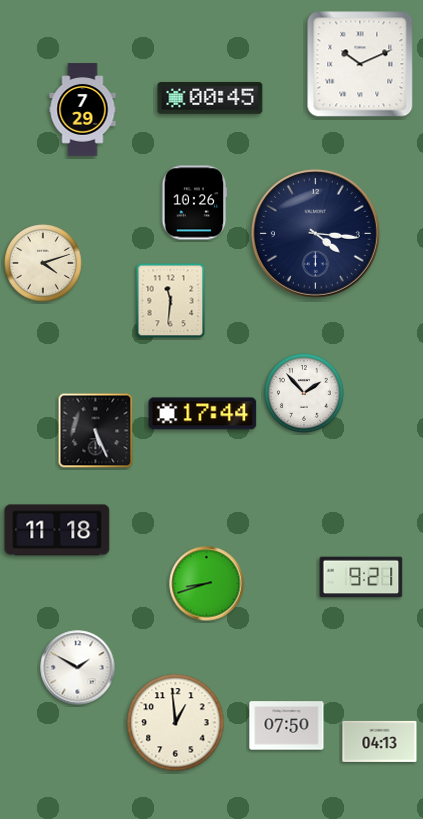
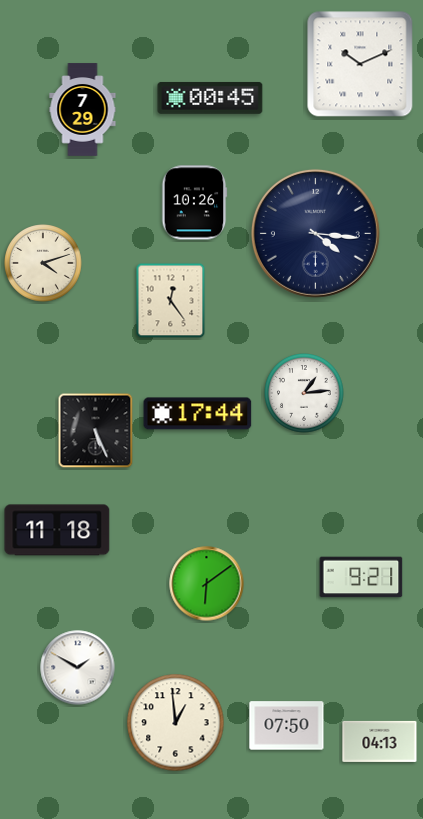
clock at (171, 301): 11:31 -> 12:24
clock at (304, 393): 1:53 -> 1:14
clock at (203, 414) position: (203, 414) -> (198, 414)
clock at (207, 584): 8:42 -> 6:09
